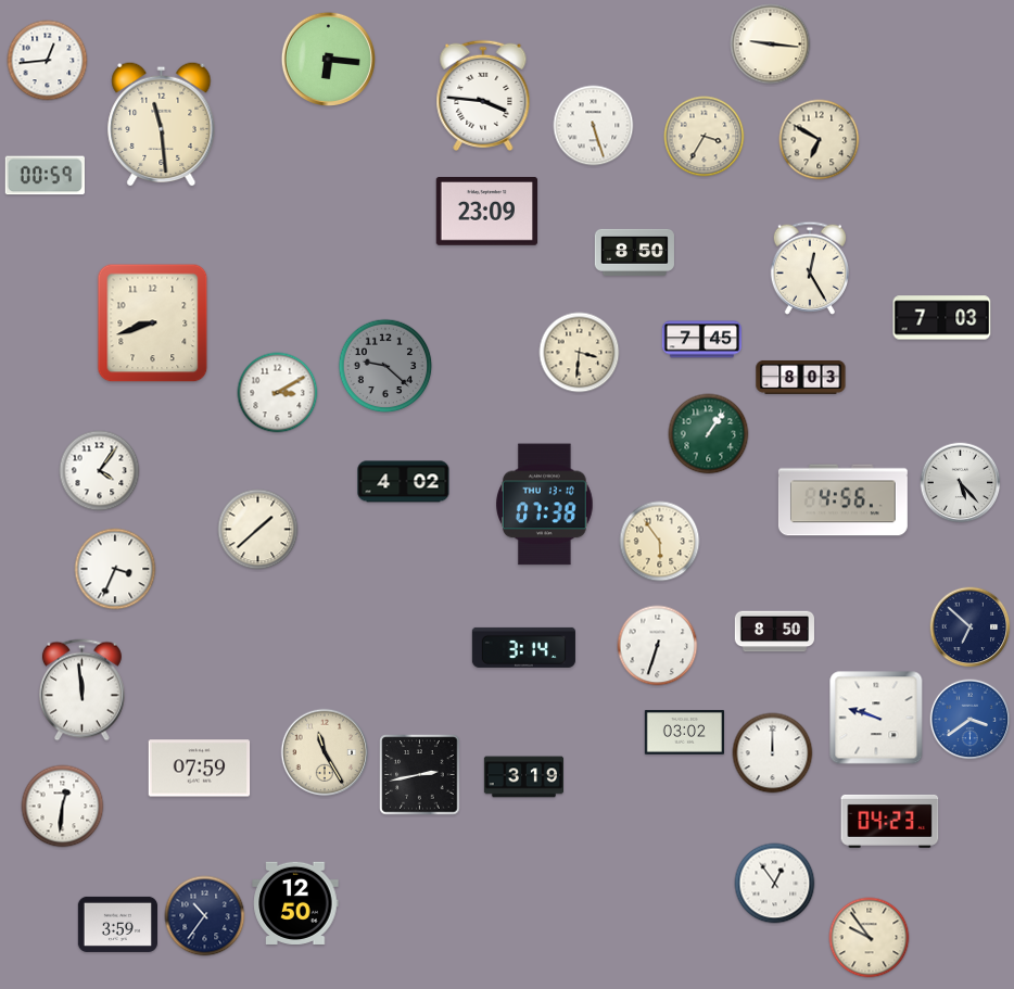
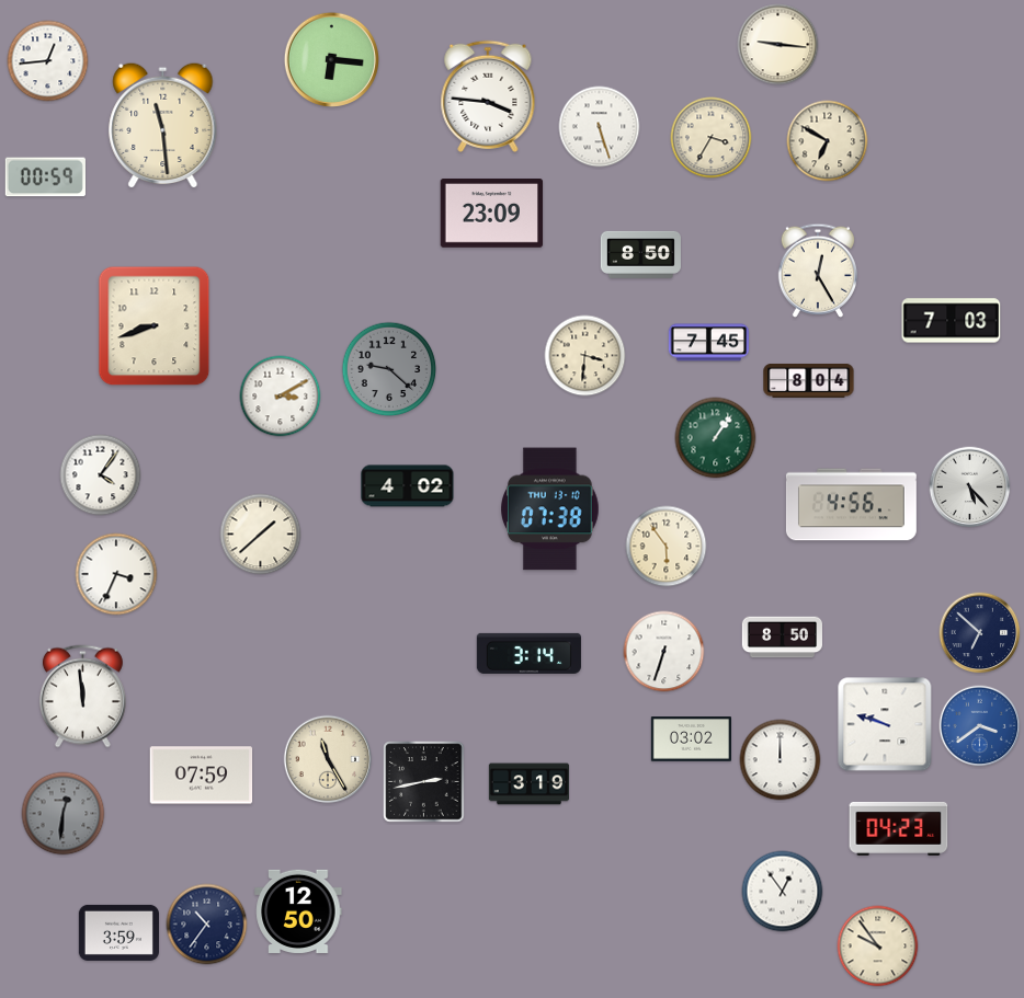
clock at (801, 378): 8:03 -> 8:04
clock at (63, 807) dial: white -> grey
